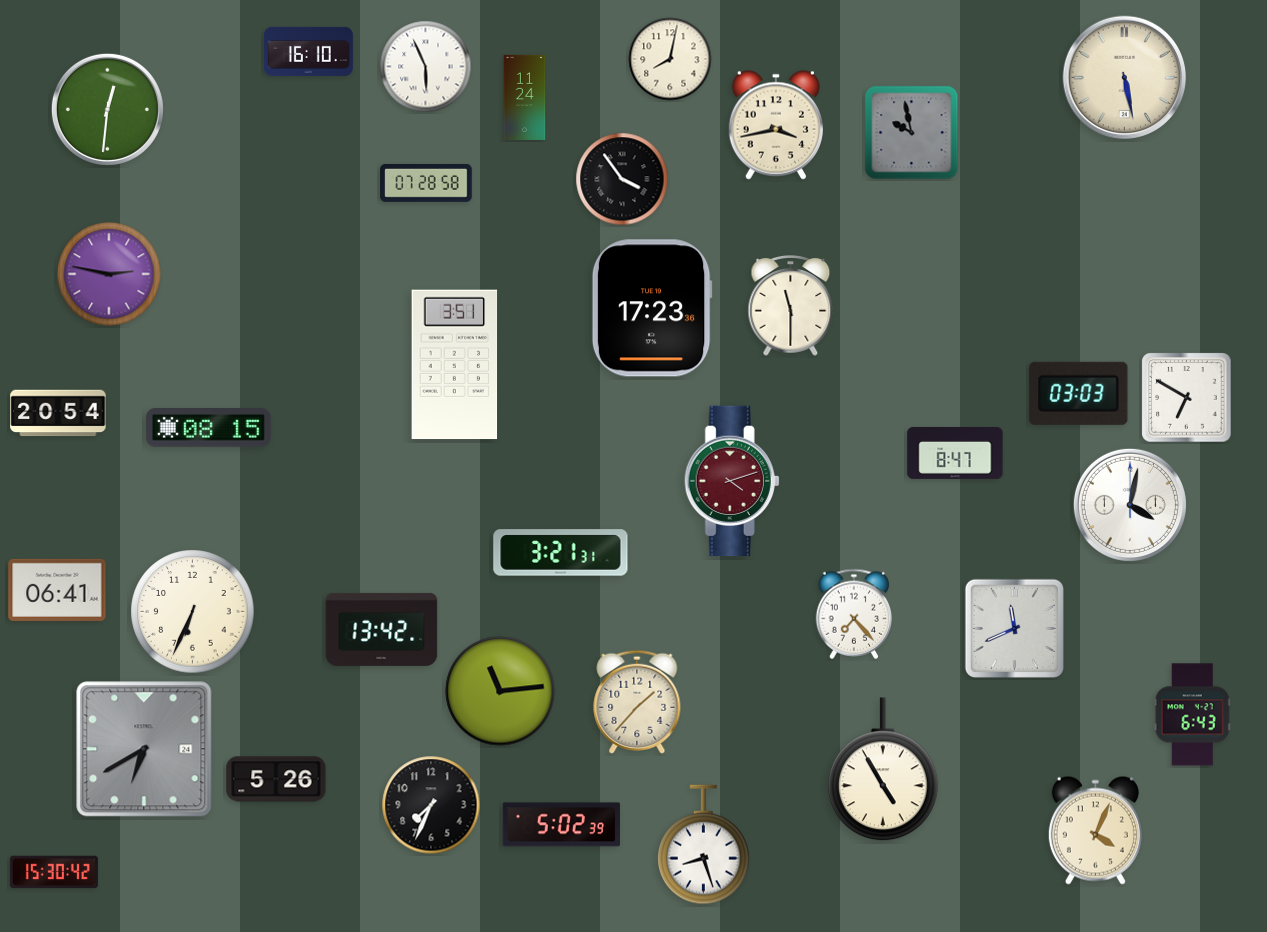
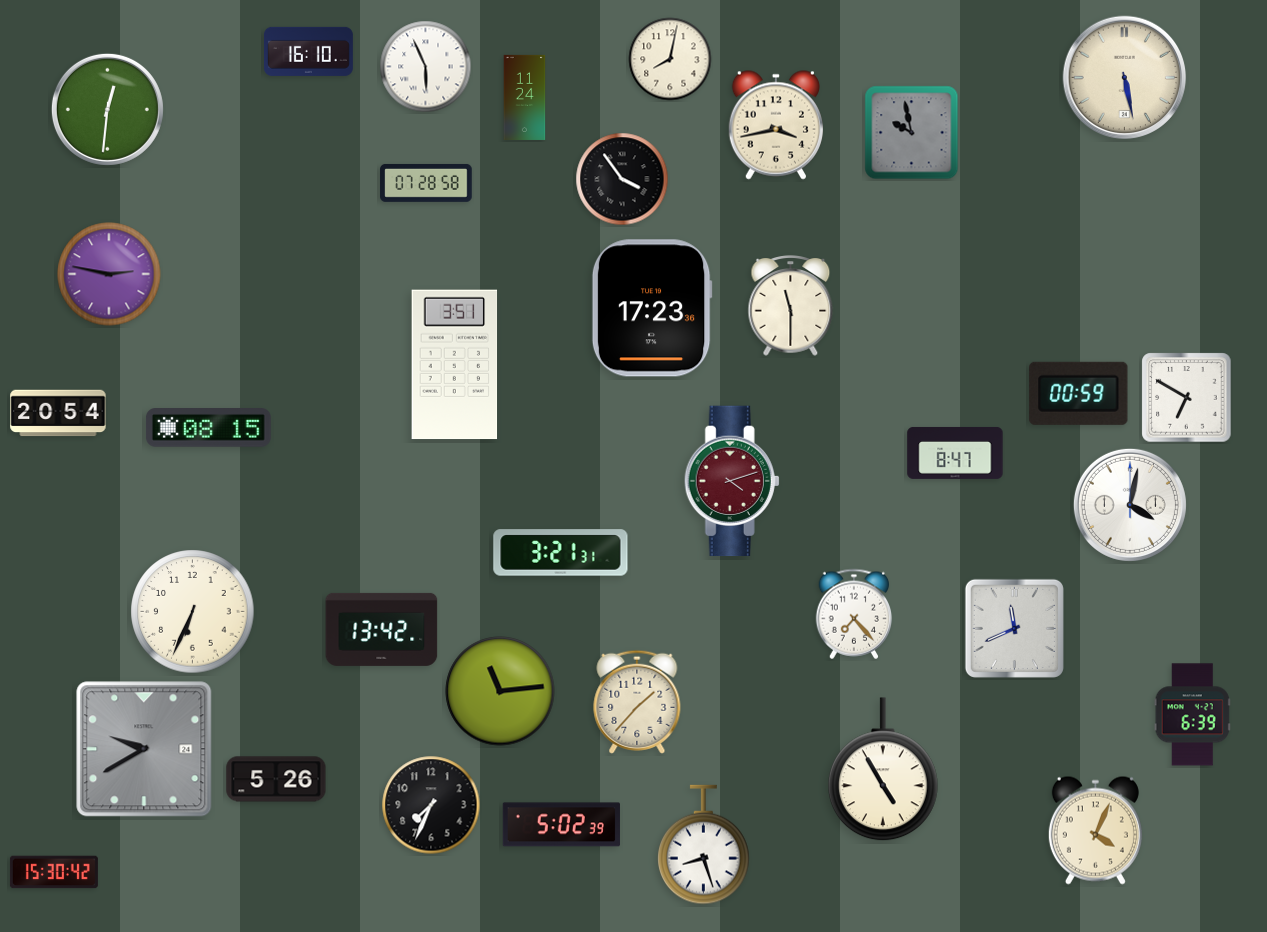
clock at (1079, 393): 03:03 -> 00:59
clock at (57, 590): 06:41 -> none
clock at (1192, 715): 6:43 -> 6:39
clock at (144, 749): 6:40 -> 9:40
